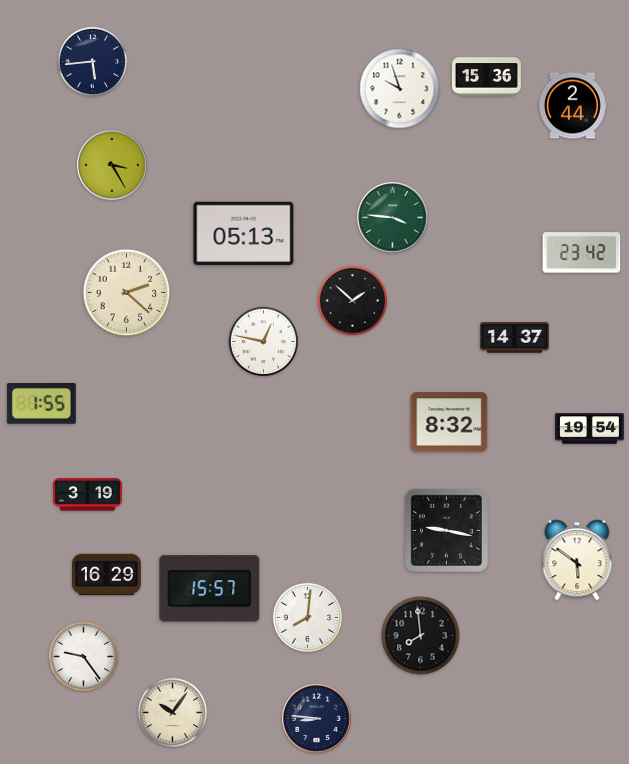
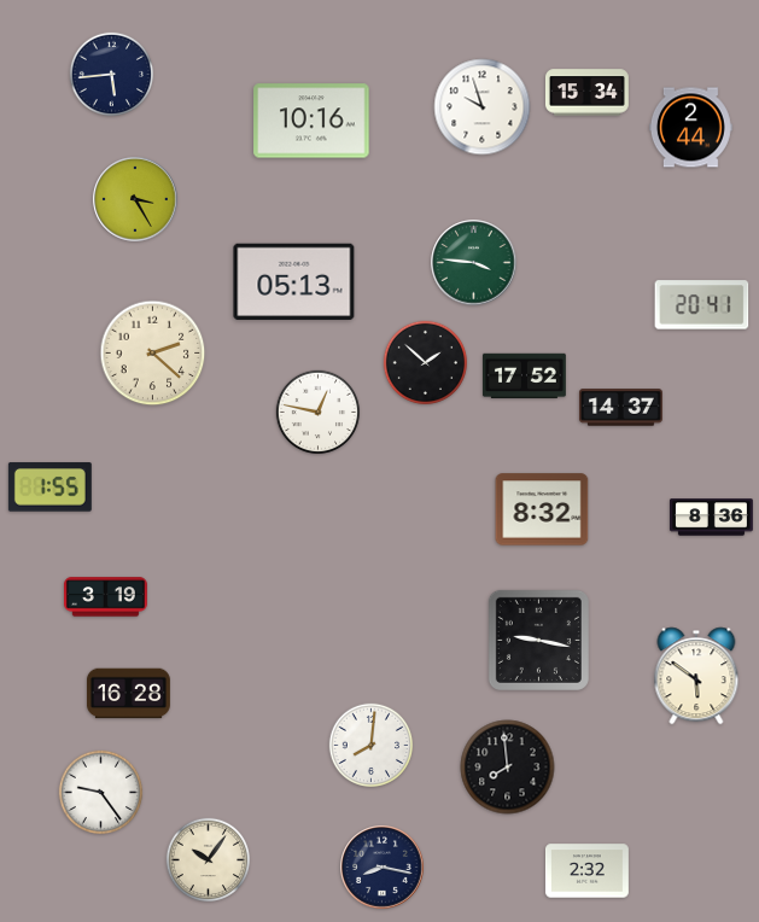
clock at (486, 77): 15:36 -> 15:34
clock at (311, 121): none -> 10:16
clock at (582, 253): 23:42 -> 20:41
clock at (524, 377): none -> 17:52
clock at (589, 429): 19:54 -> 8:36
clock at (106, 575): 16:29 -> 16:28
clock at (210, 589): 15:57 -> none
clock at (317, 719): 8:46 -> 8:17
clock at (586, 871): none -> 2:32
